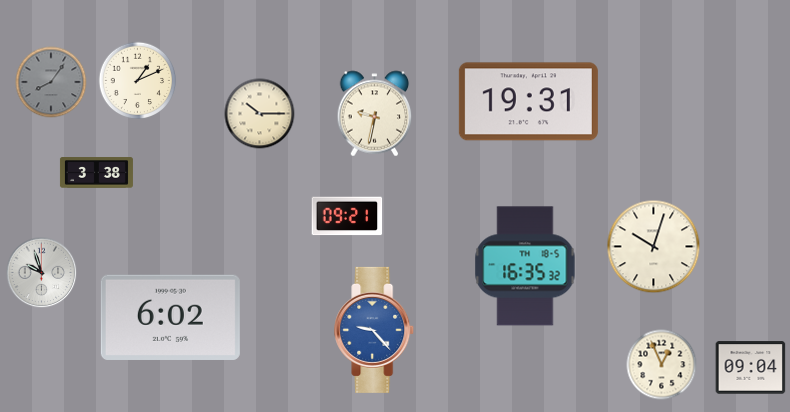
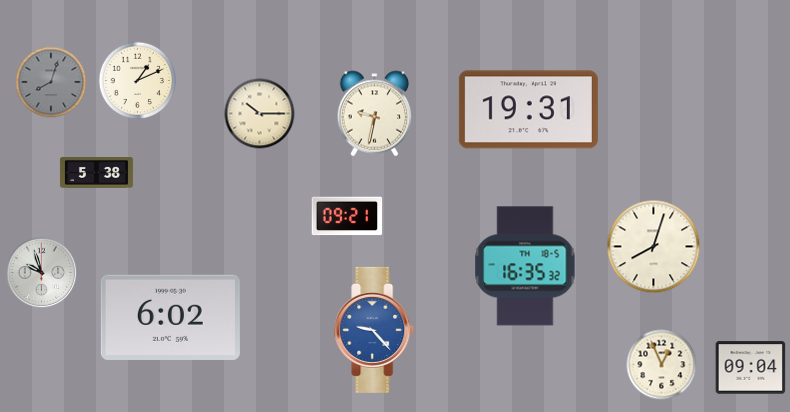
clock at (51, 82): 8:06 -> 8:03
clock at (528, 102) position: (528, 102) -> (528, 110)
clock at (96, 173): 3:38 -> 5:38
clock at (654, 247): 10:03 -> 8:03
